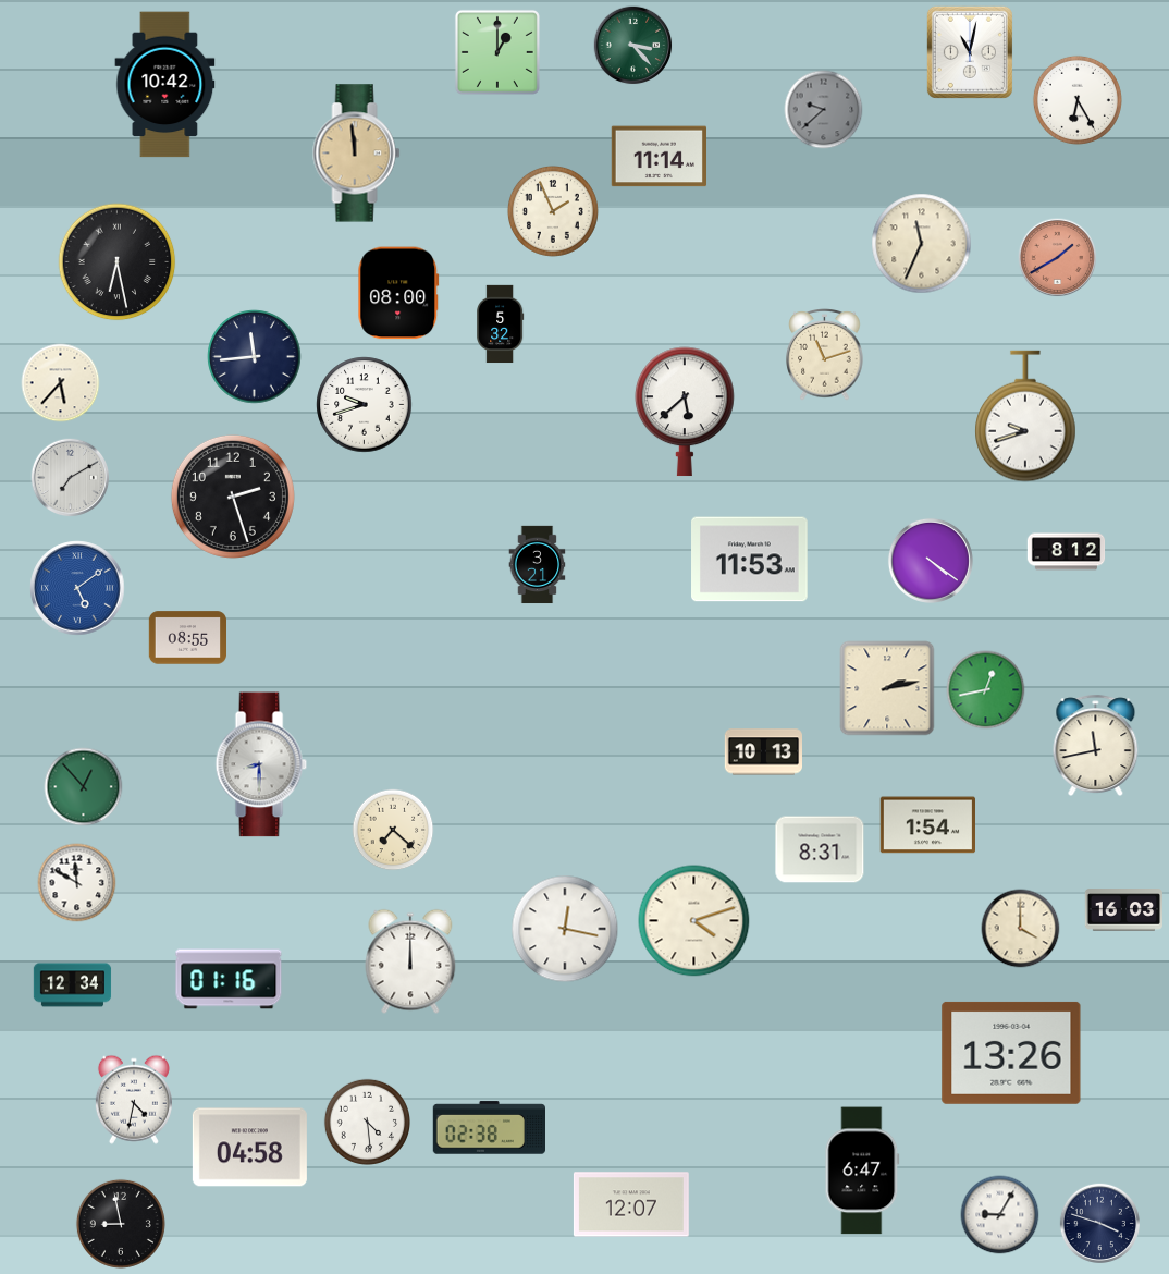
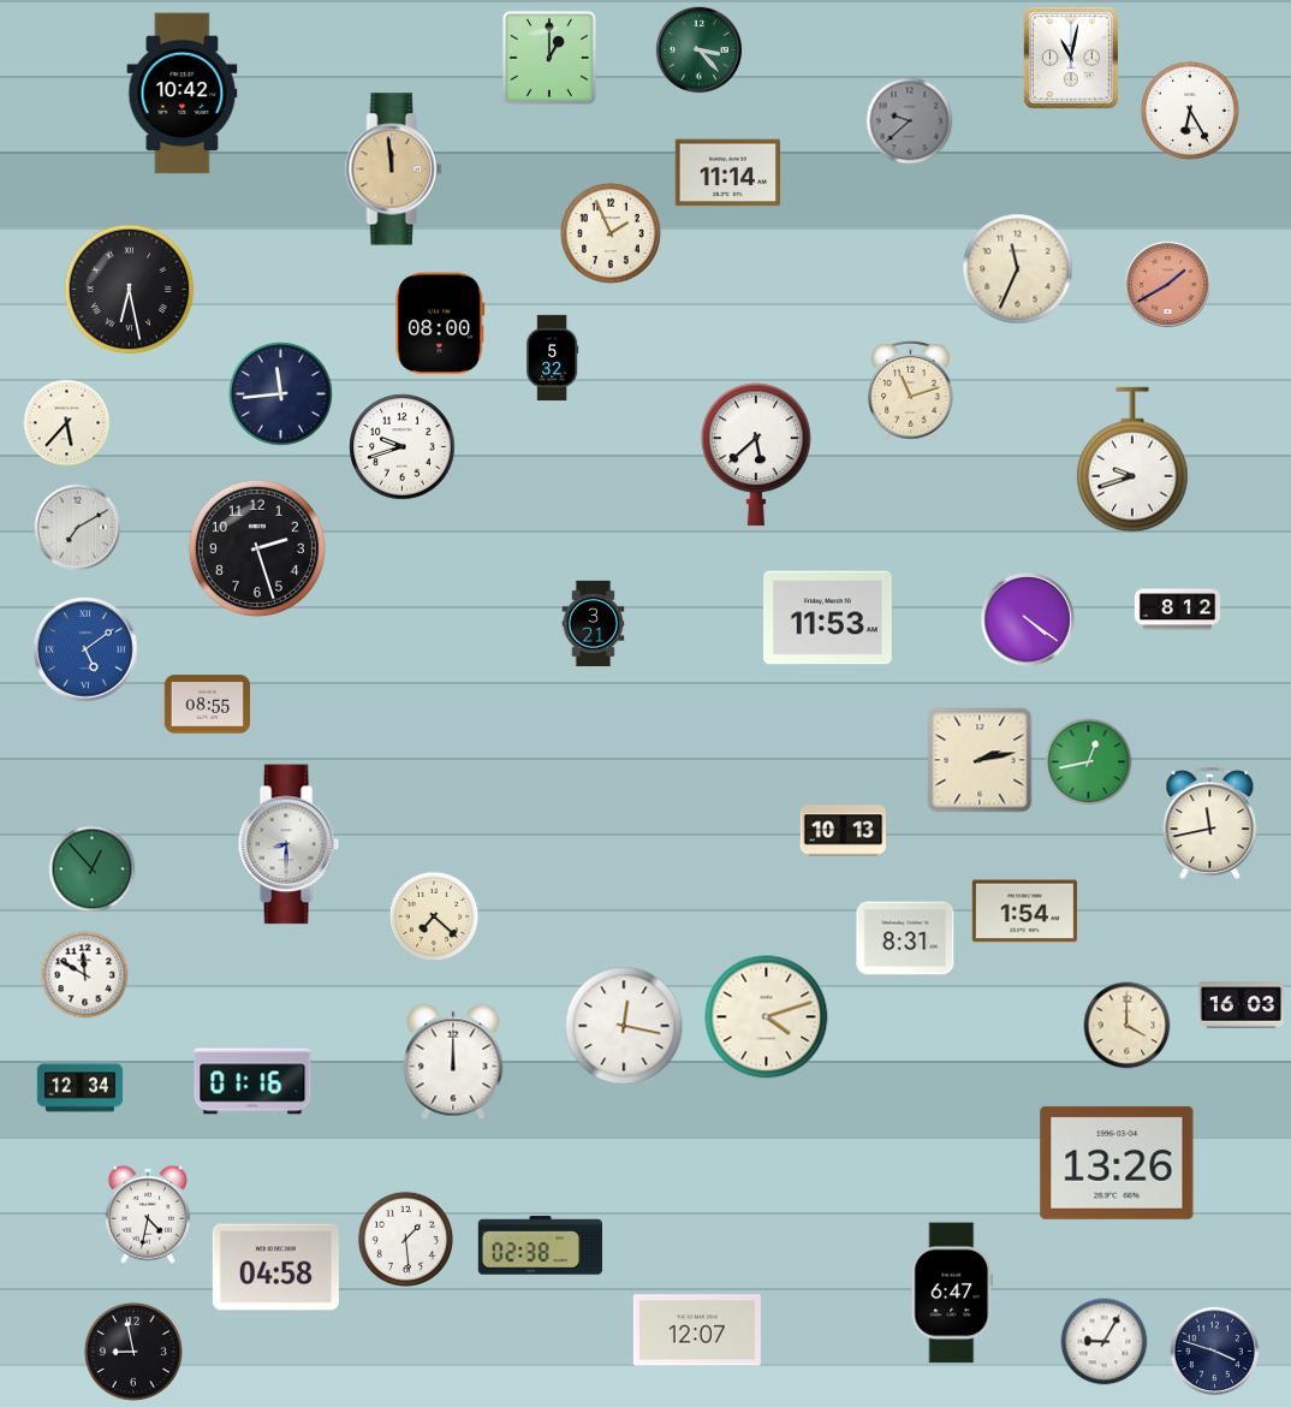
clock at (367, 1122): 4:29 -> 1:29
